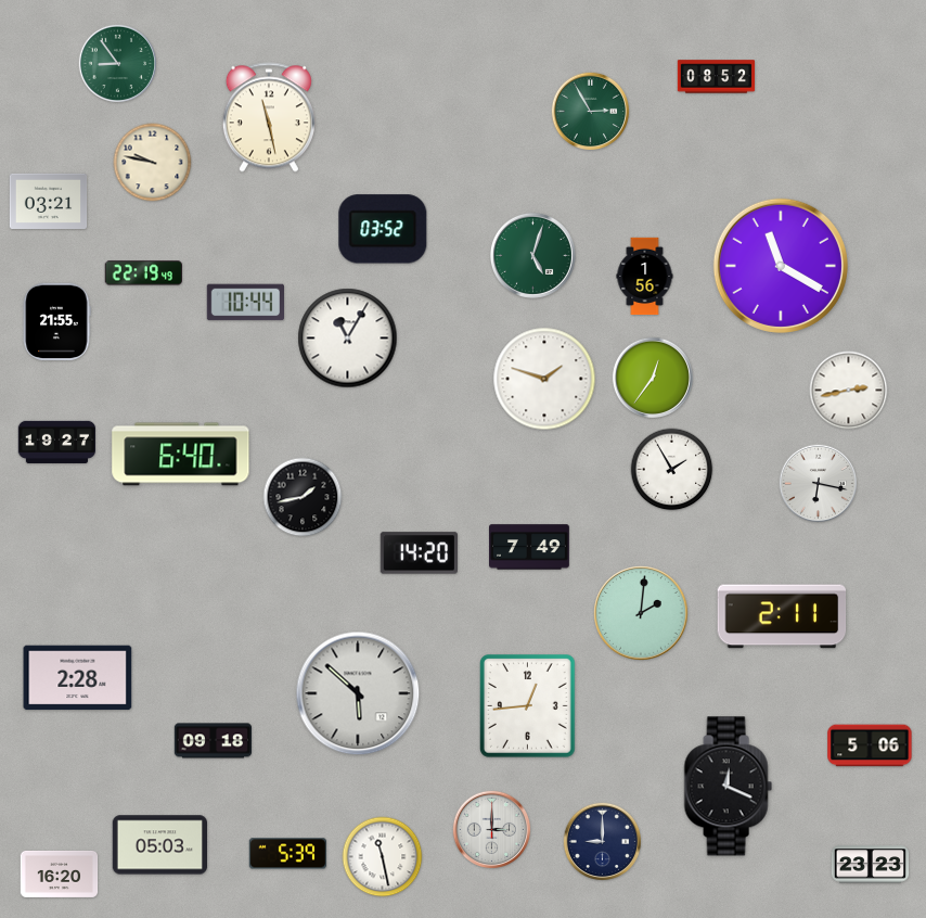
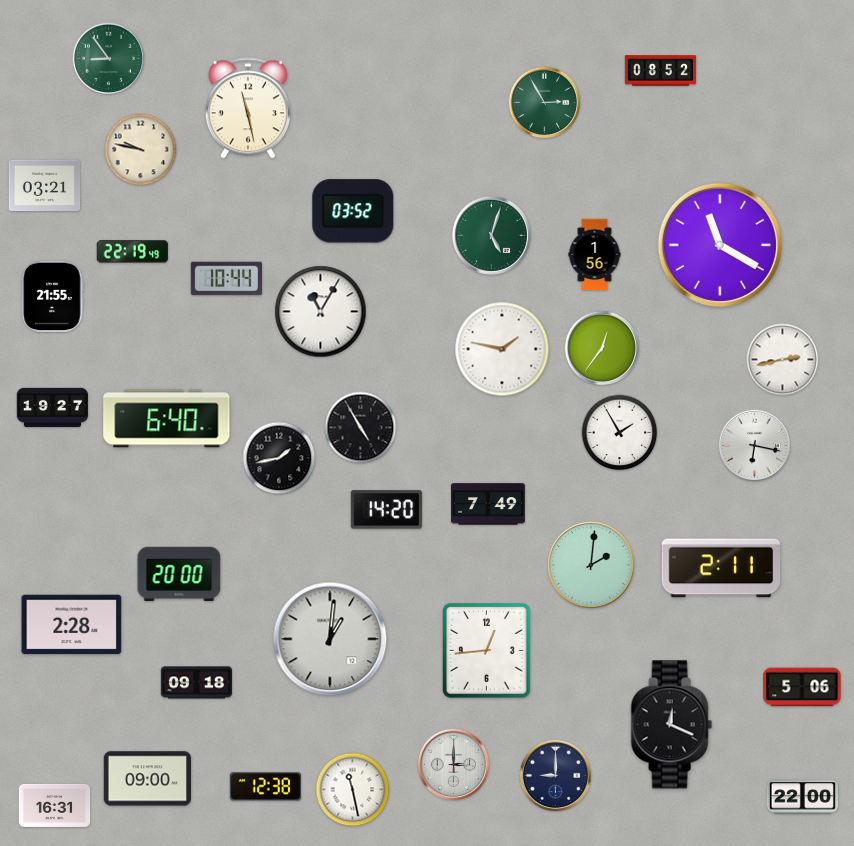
clock at (544, 379): 1:48 -> 1:47
clock at (361, 428): none -> 4:55
clock at (179, 573): none -> 20:00
clock at (358, 693): 5:52 -> 1:01
clock at (159, 845): 05:03 -> 09:00
clock at (287, 854): 5:39 -> 12:38
clock at (871, 865): 23:23 -> 22:00
clock at (60, 874): 16:20 -> 16:31
